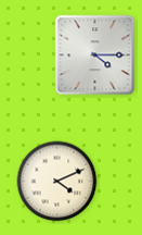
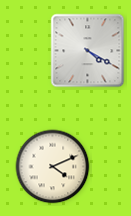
clock at (95, 55): 4:15 -> 4:20
